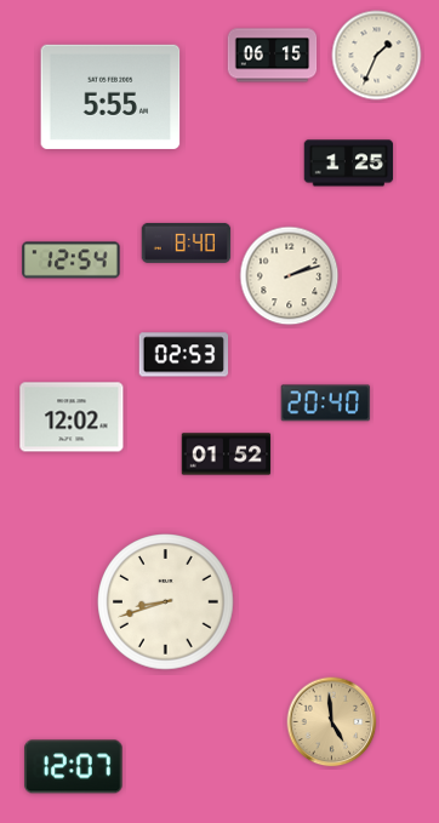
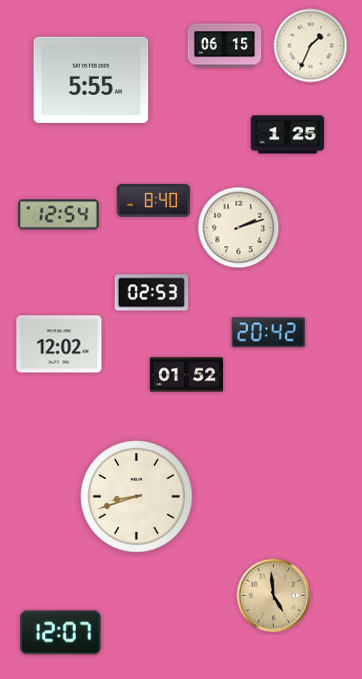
clock at (325, 404): 20:40 -> 20:42
